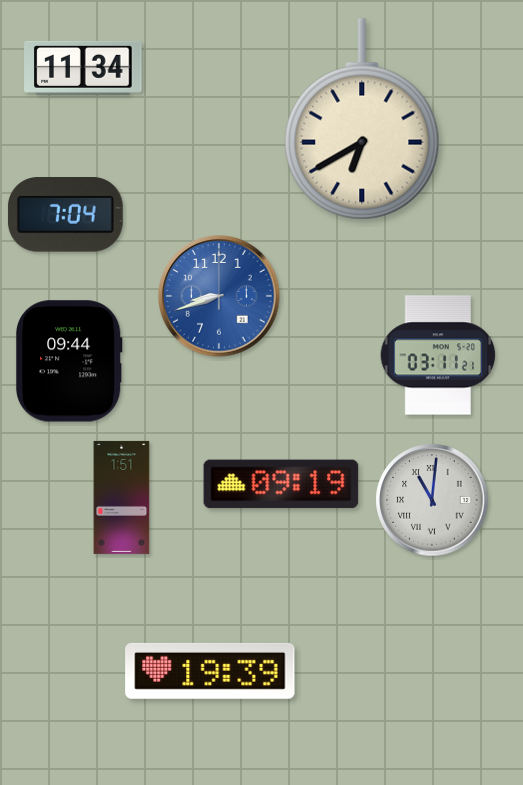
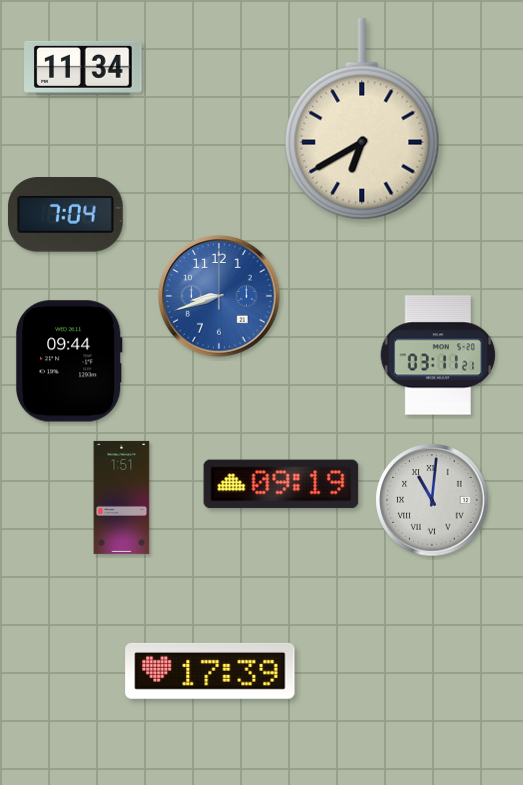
clock at (210, 671): 19:39 -> 17:39
